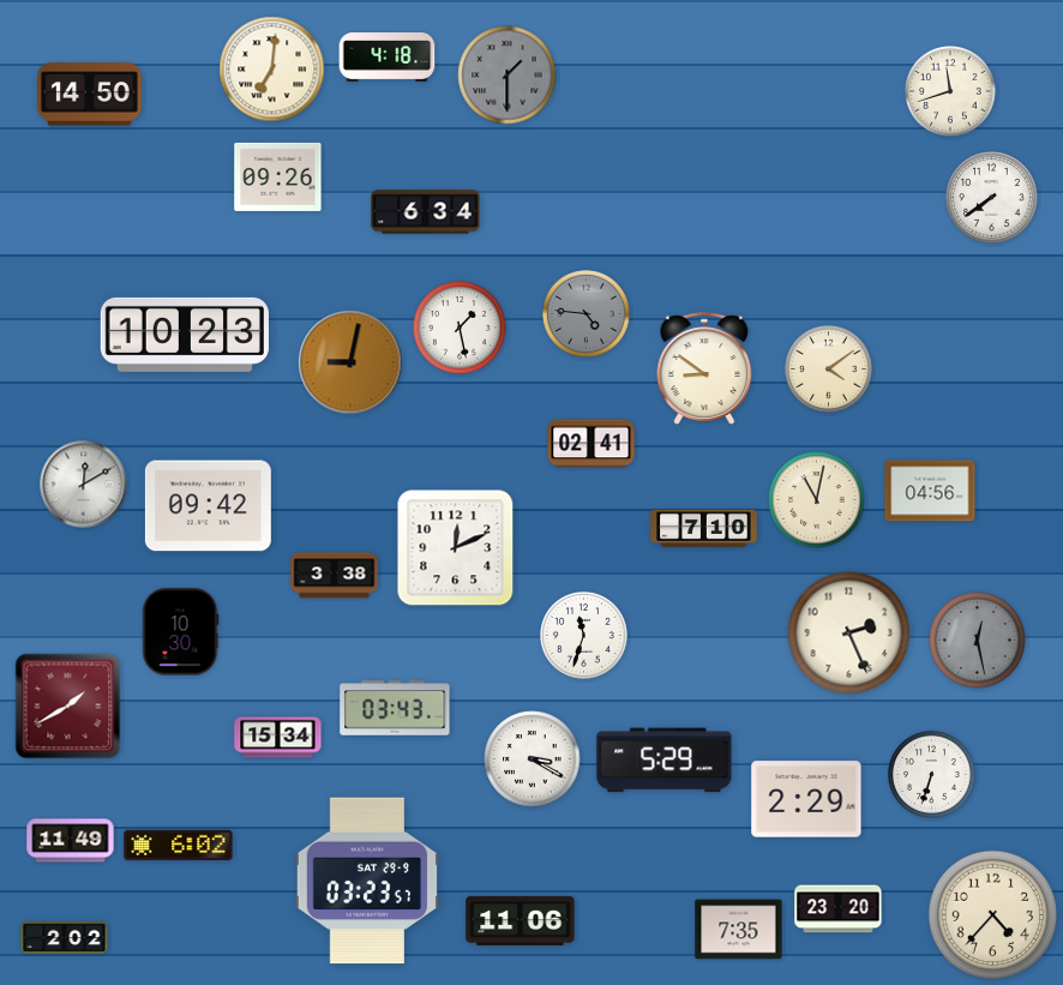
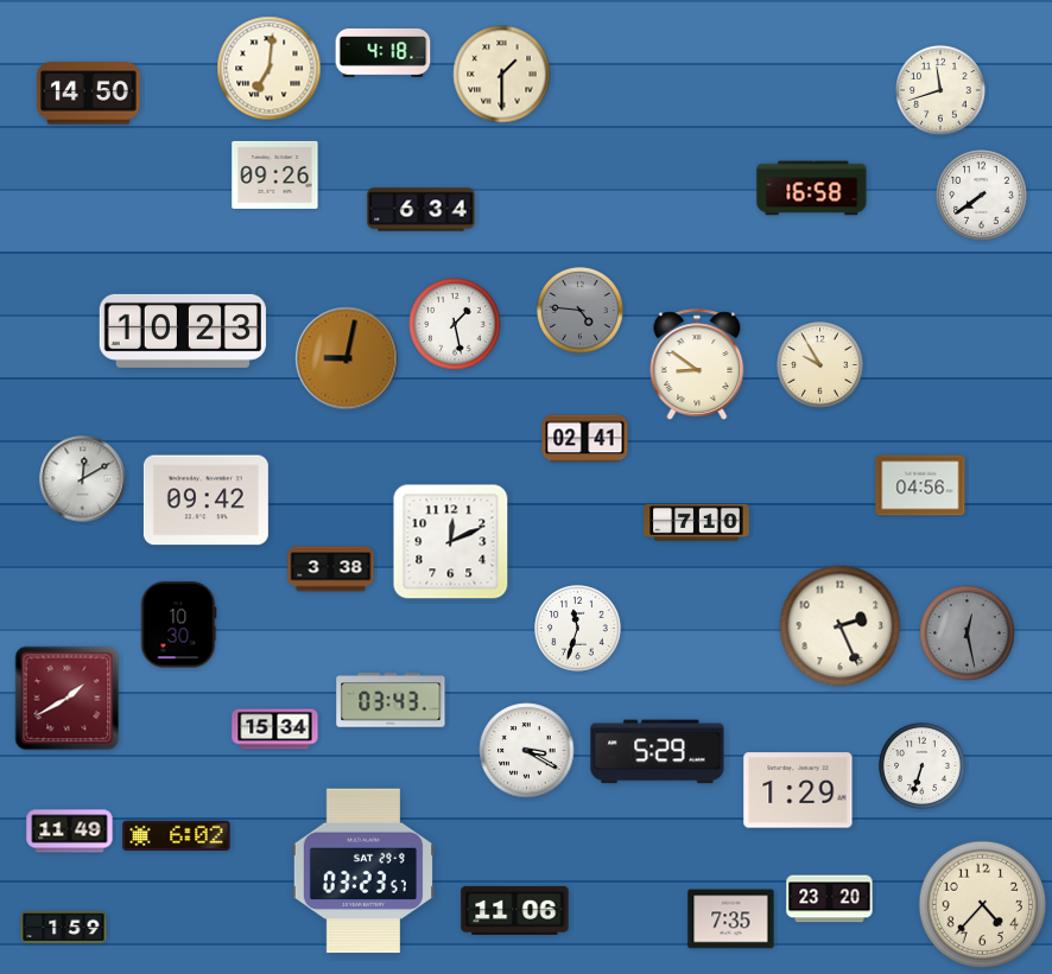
clock at (388, 58) position: (388, 58) -> (384, 53)
clock at (508, 76) dial: grey -> cream
clock at (812, 189): none -> 16:58
clock at (829, 370): 4:09 -> 9:55
clock at (817, 500): 11:02 -> none
clock at (806, 799): 2:29 -> 1:29
clock at (65, 938): 2:02 -> 1:59
